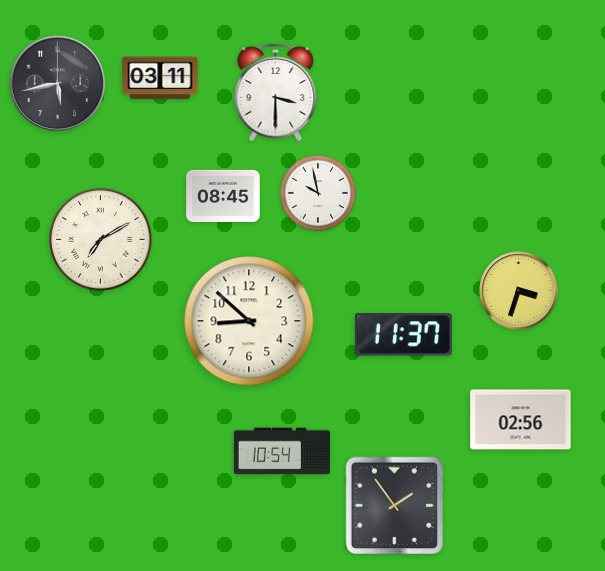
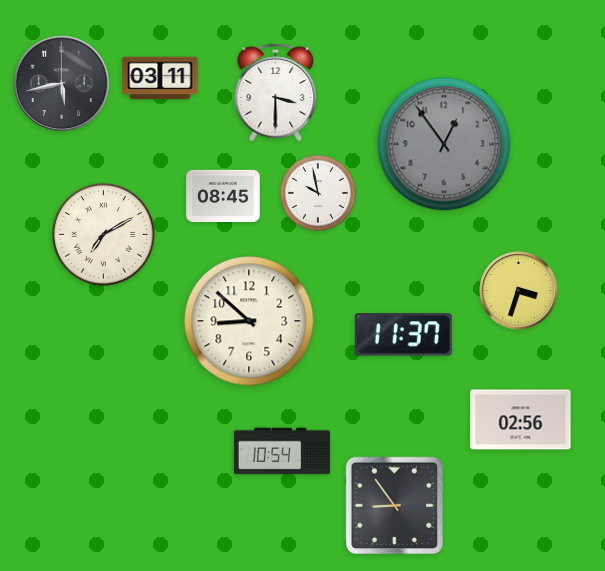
clock at (58, 84) position: (58, 84) -> (62, 84)
clock at (444, 144): none -> 12:54
clock at (101, 240) position: (101, 240) -> (104, 235)
clock at (394, 505): 1:54 -> 8:54
